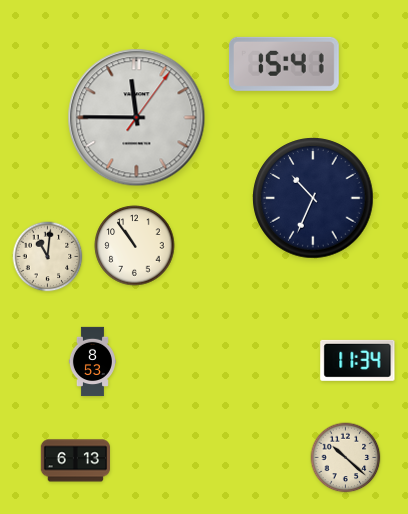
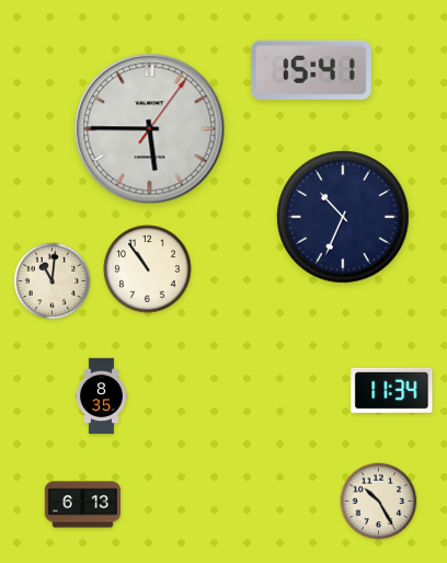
clock at (137, 118): 11:45 -> 5:45
clock at (358, 360) position: (358, 360) -> (392, 390)
clock at (92, 362): 8:53 -> 8:35
clock at (346, 458): 10:22 -> 10:25
